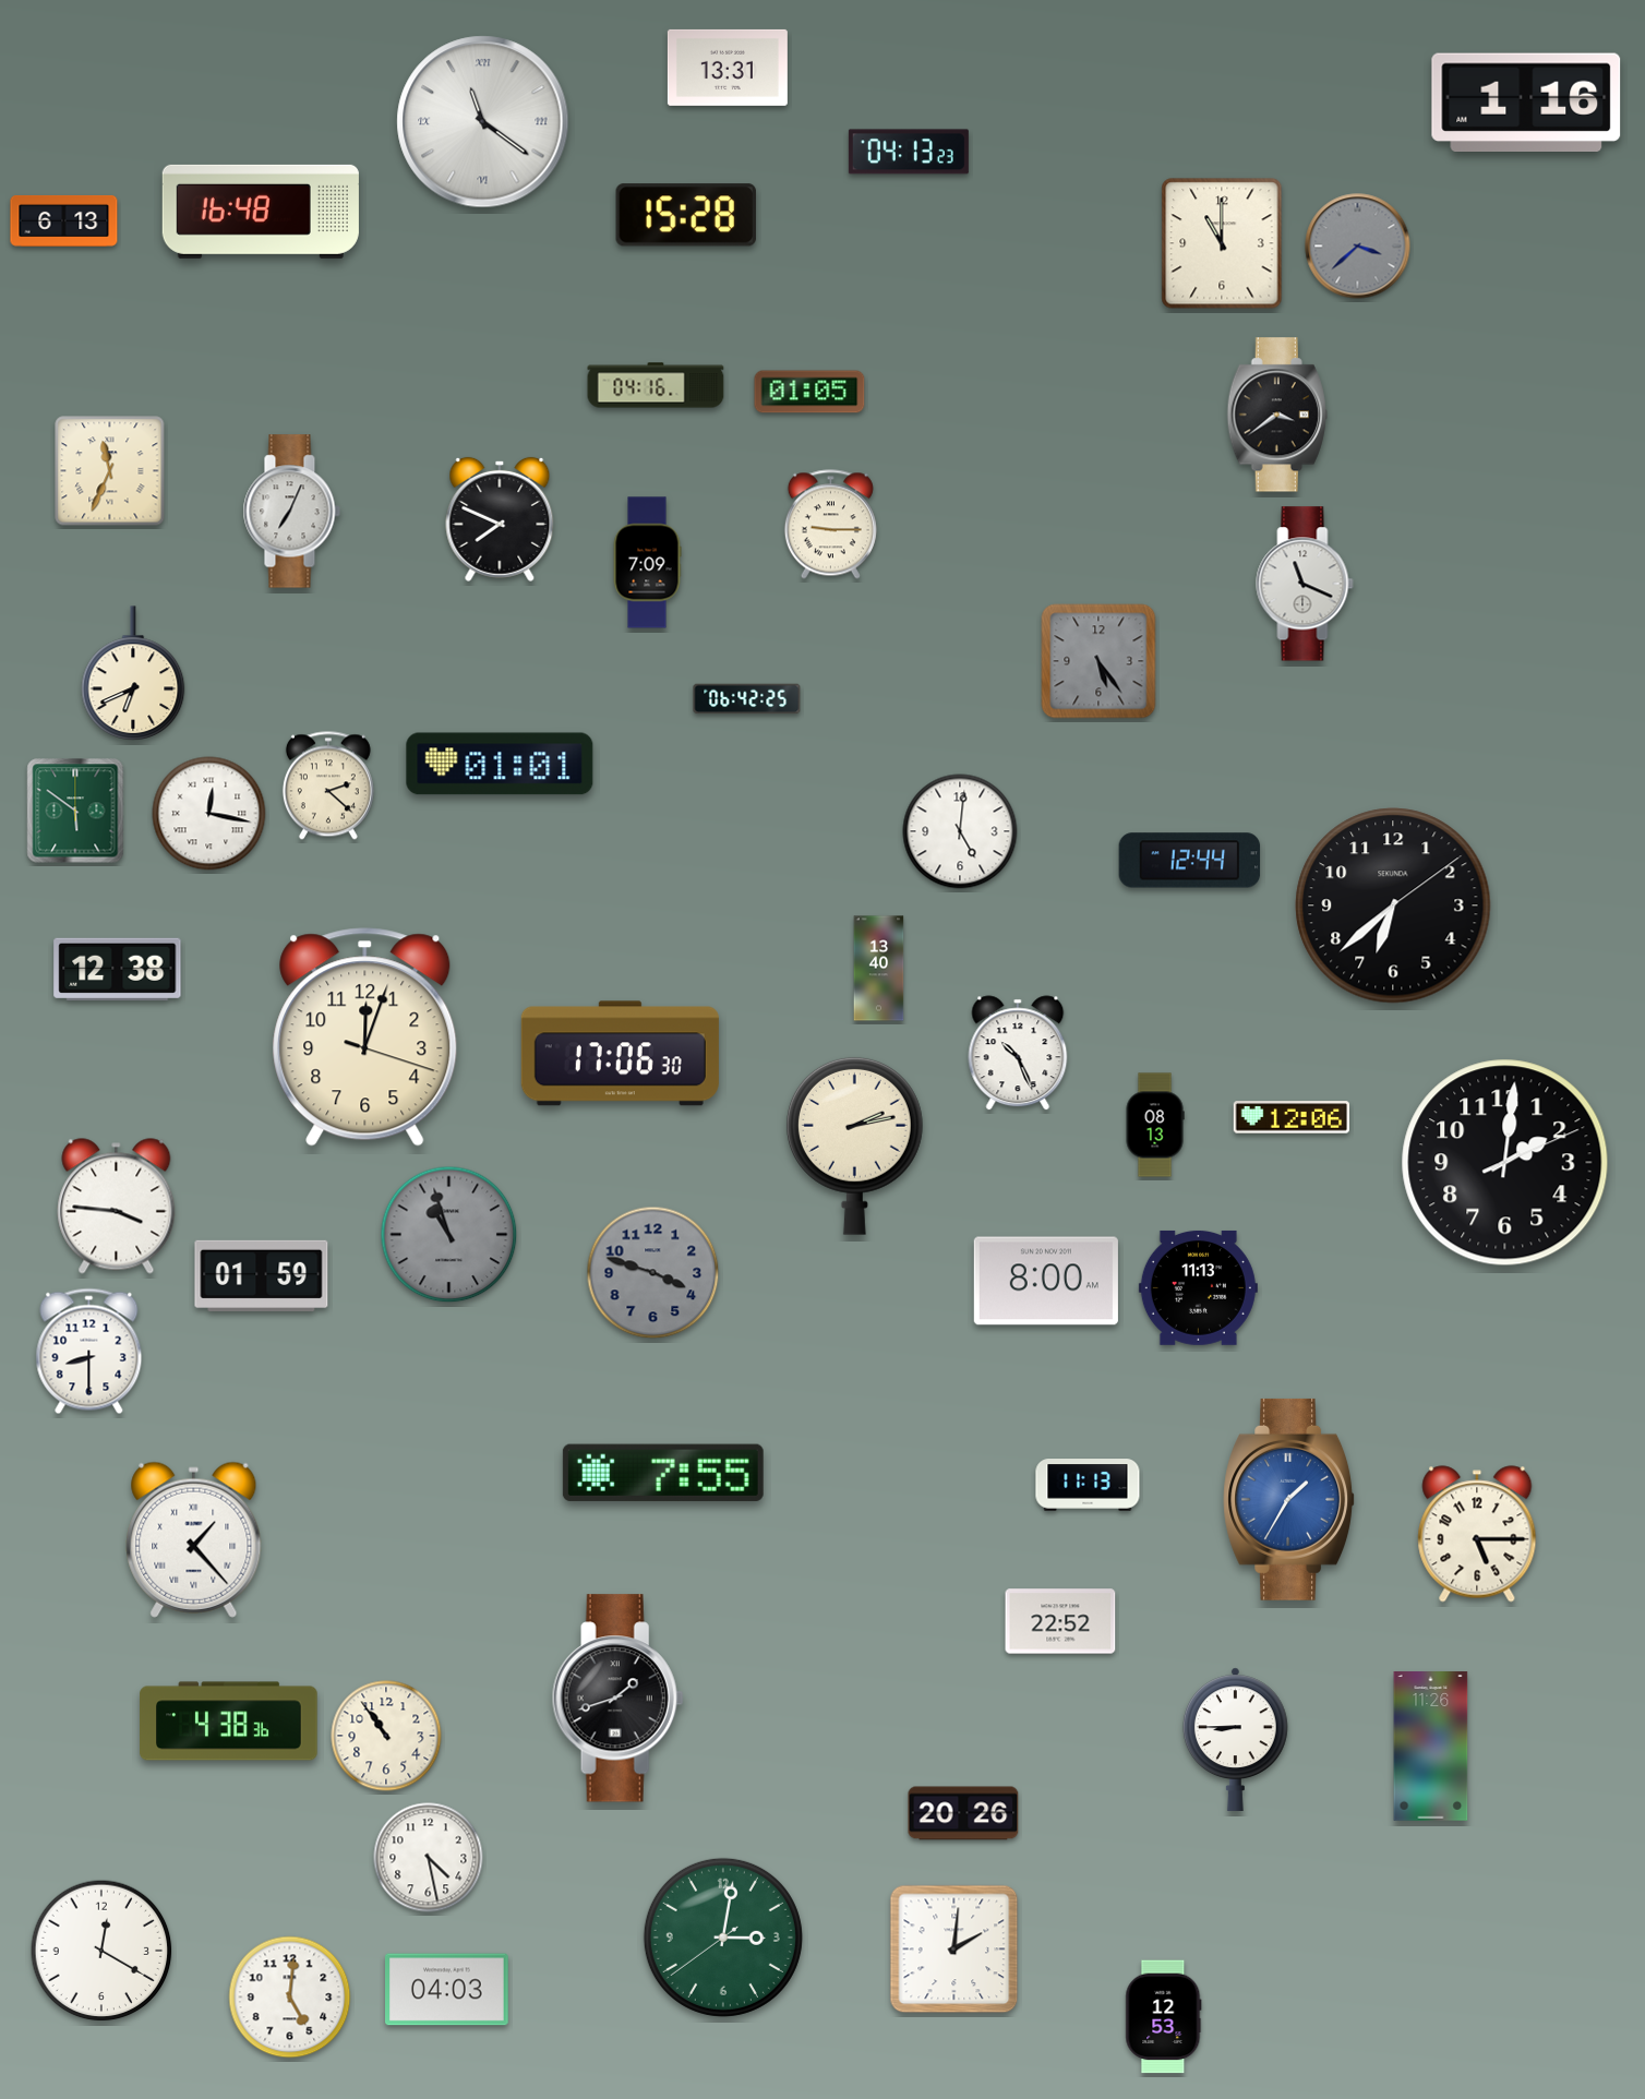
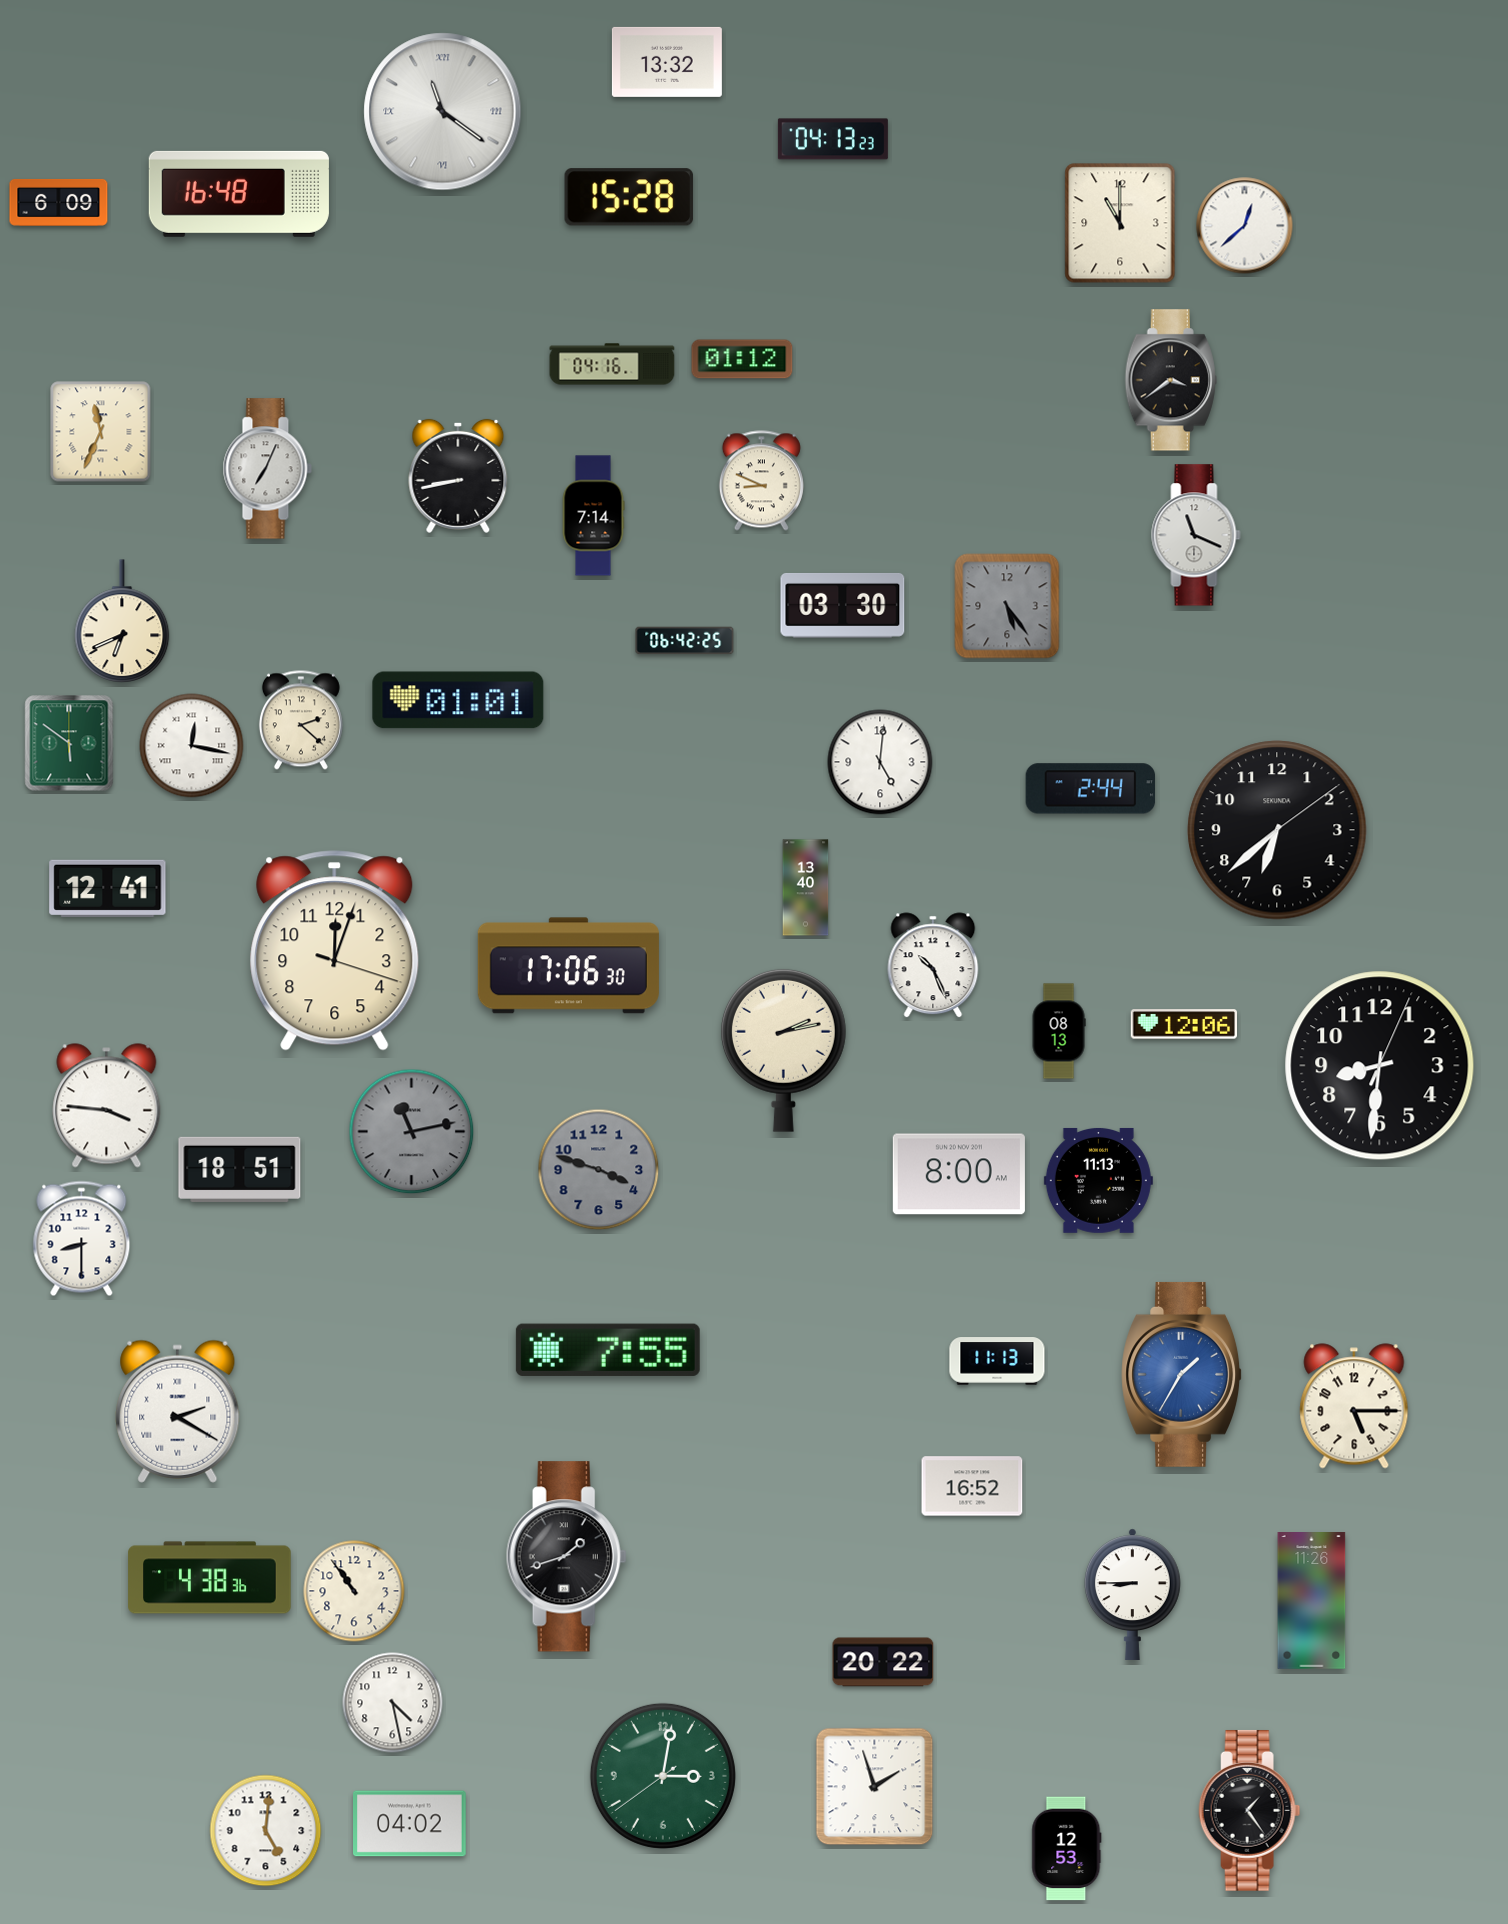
clock at (728, 68): 13:31 -> 13:32
clock at (1526, 101): 1:16 -> none
clock at (64, 220): 6:13 -> 6:09
clock at (1358, 247): 3:38 -> 12:38
clock at (1358, 247) dial: grey -> white
clock at (656, 385) position: (656, 385) -> (612, 364)
clock at (809, 392): 01:05 -> 01:12
clock at (500, 519): 7:49 -> 8:43
clock at (830, 525): 9:15 -> 8:49
clock at (647, 563): 7:09 -> 7:14
clock at (843, 606): none -> 03:30
clock at (133, 673) position: (133, 673) -> (122, 621)
clock at (1190, 861): 12:44 -> 2:44
clock at (118, 969): 12:38 -> 12:41
clock at (1505, 1163): 2:01 -> 8:31
clock at (449, 1235): 10:57 -> 11:13
clock at (653, 1273) position: (653, 1273) -> (599, 1170)
clock at (262, 1275): 01:59 -> 18:51
clock at (194, 1539): 1:23 -> 2:20
clock at (1060, 1621): 22:52 -> 16:52
clock at (963, 1813): 20:26 -> 20:22
clock at (954, 1950): 2:01 -> 1:57
clock at (101, 1951): 12:20 -> none
clock at (1250, 1810): none -> 1:24
clock at (447, 1990): 04:03 -> 04:02
